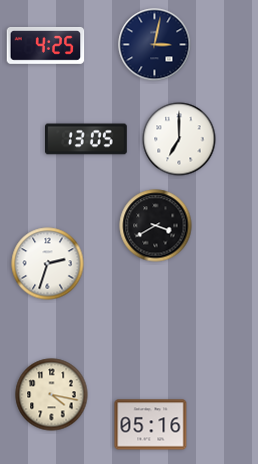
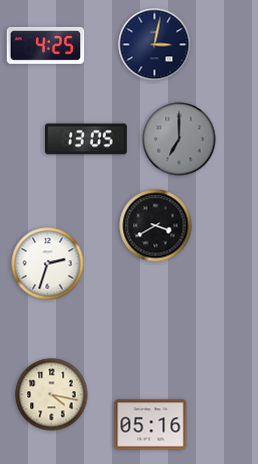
clock at (179, 139) dial: white -> grey
